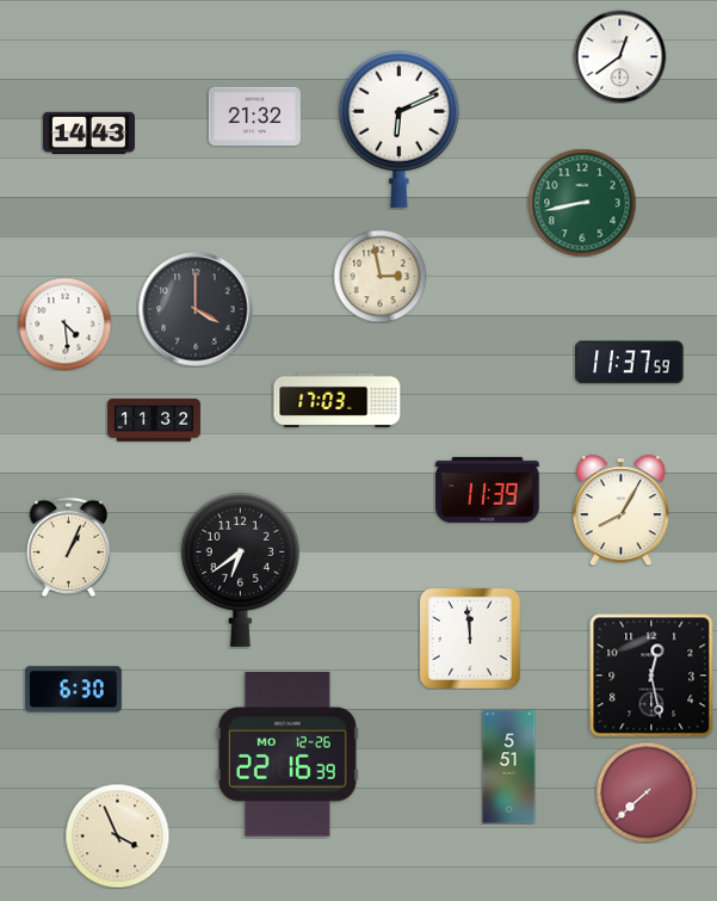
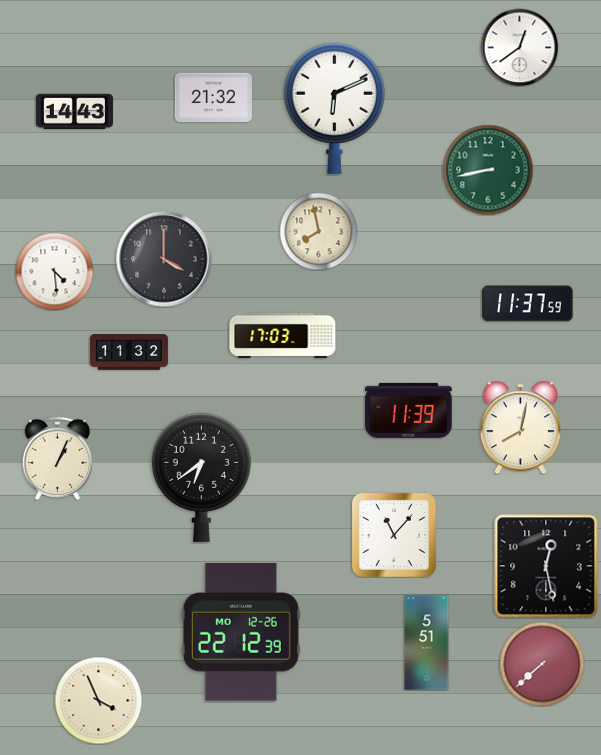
clock at (379, 276): 2:58 -> 7:58
clock at (620, 510): 8:05 -> 8:02
clock at (470, 638): 11:59 -> 11:07
clock at (73, 690): 6:30 -> none
clock at (288, 755): 22:16 -> 22:12
